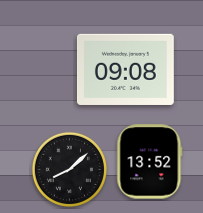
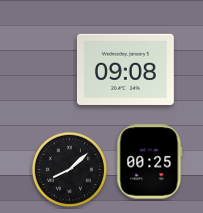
clock at (150, 162): 13:52 -> 00:25
